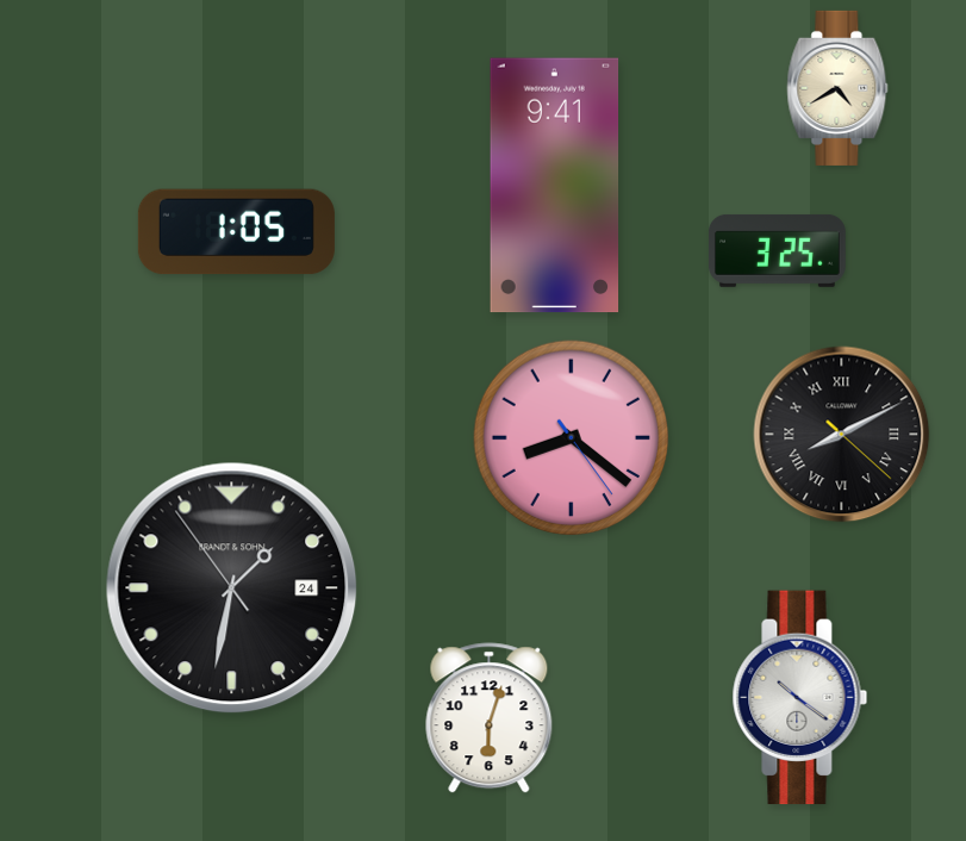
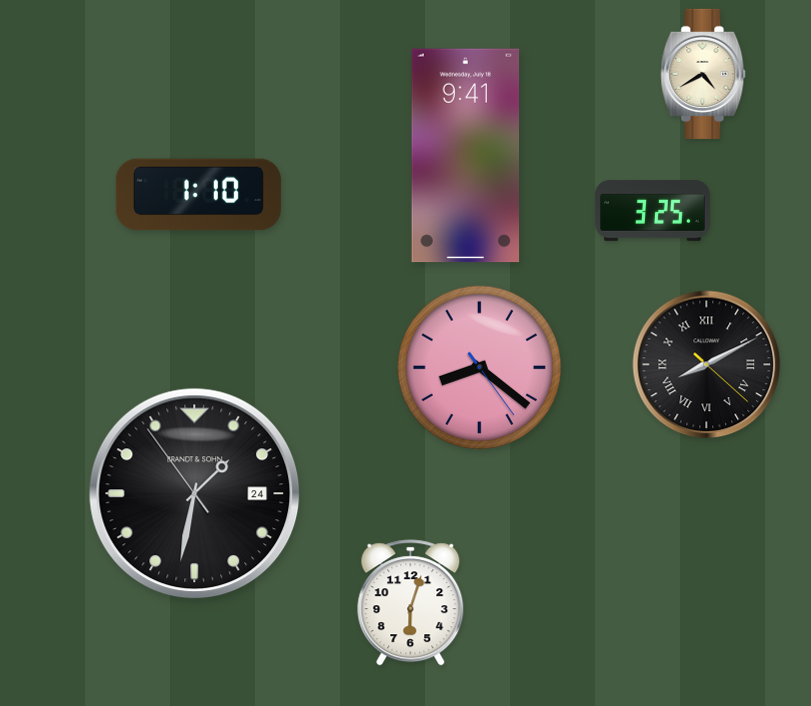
clock at (236, 232): 1:05 -> 1:10
clock at (800, 698): 10:21 -> none
